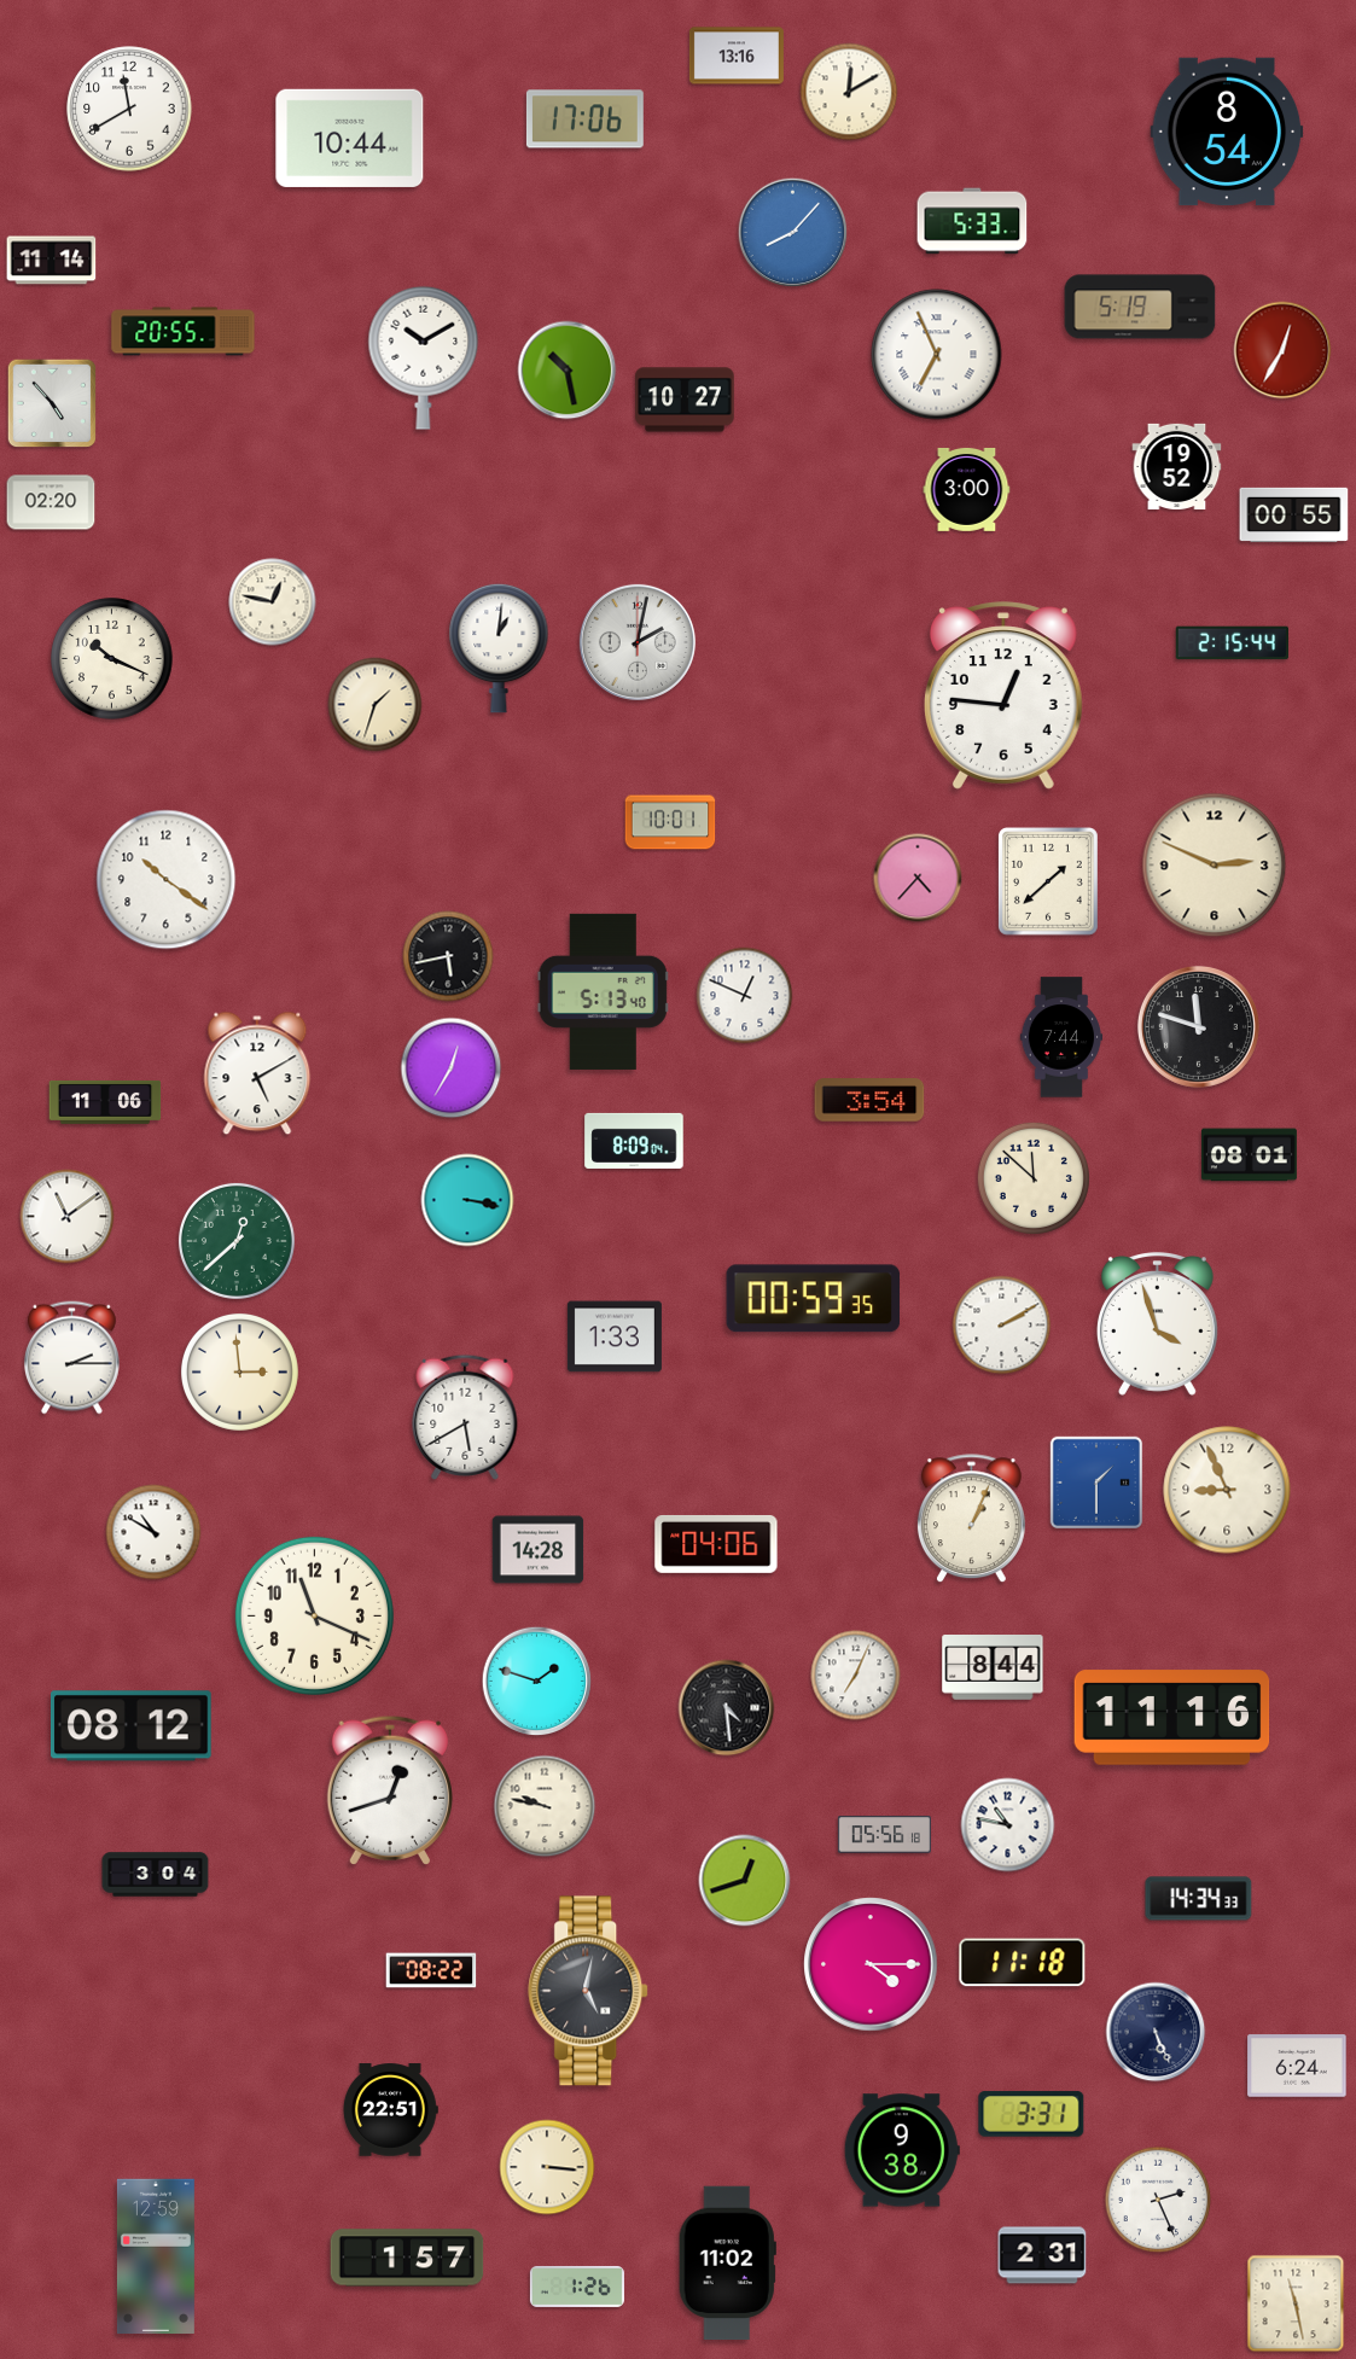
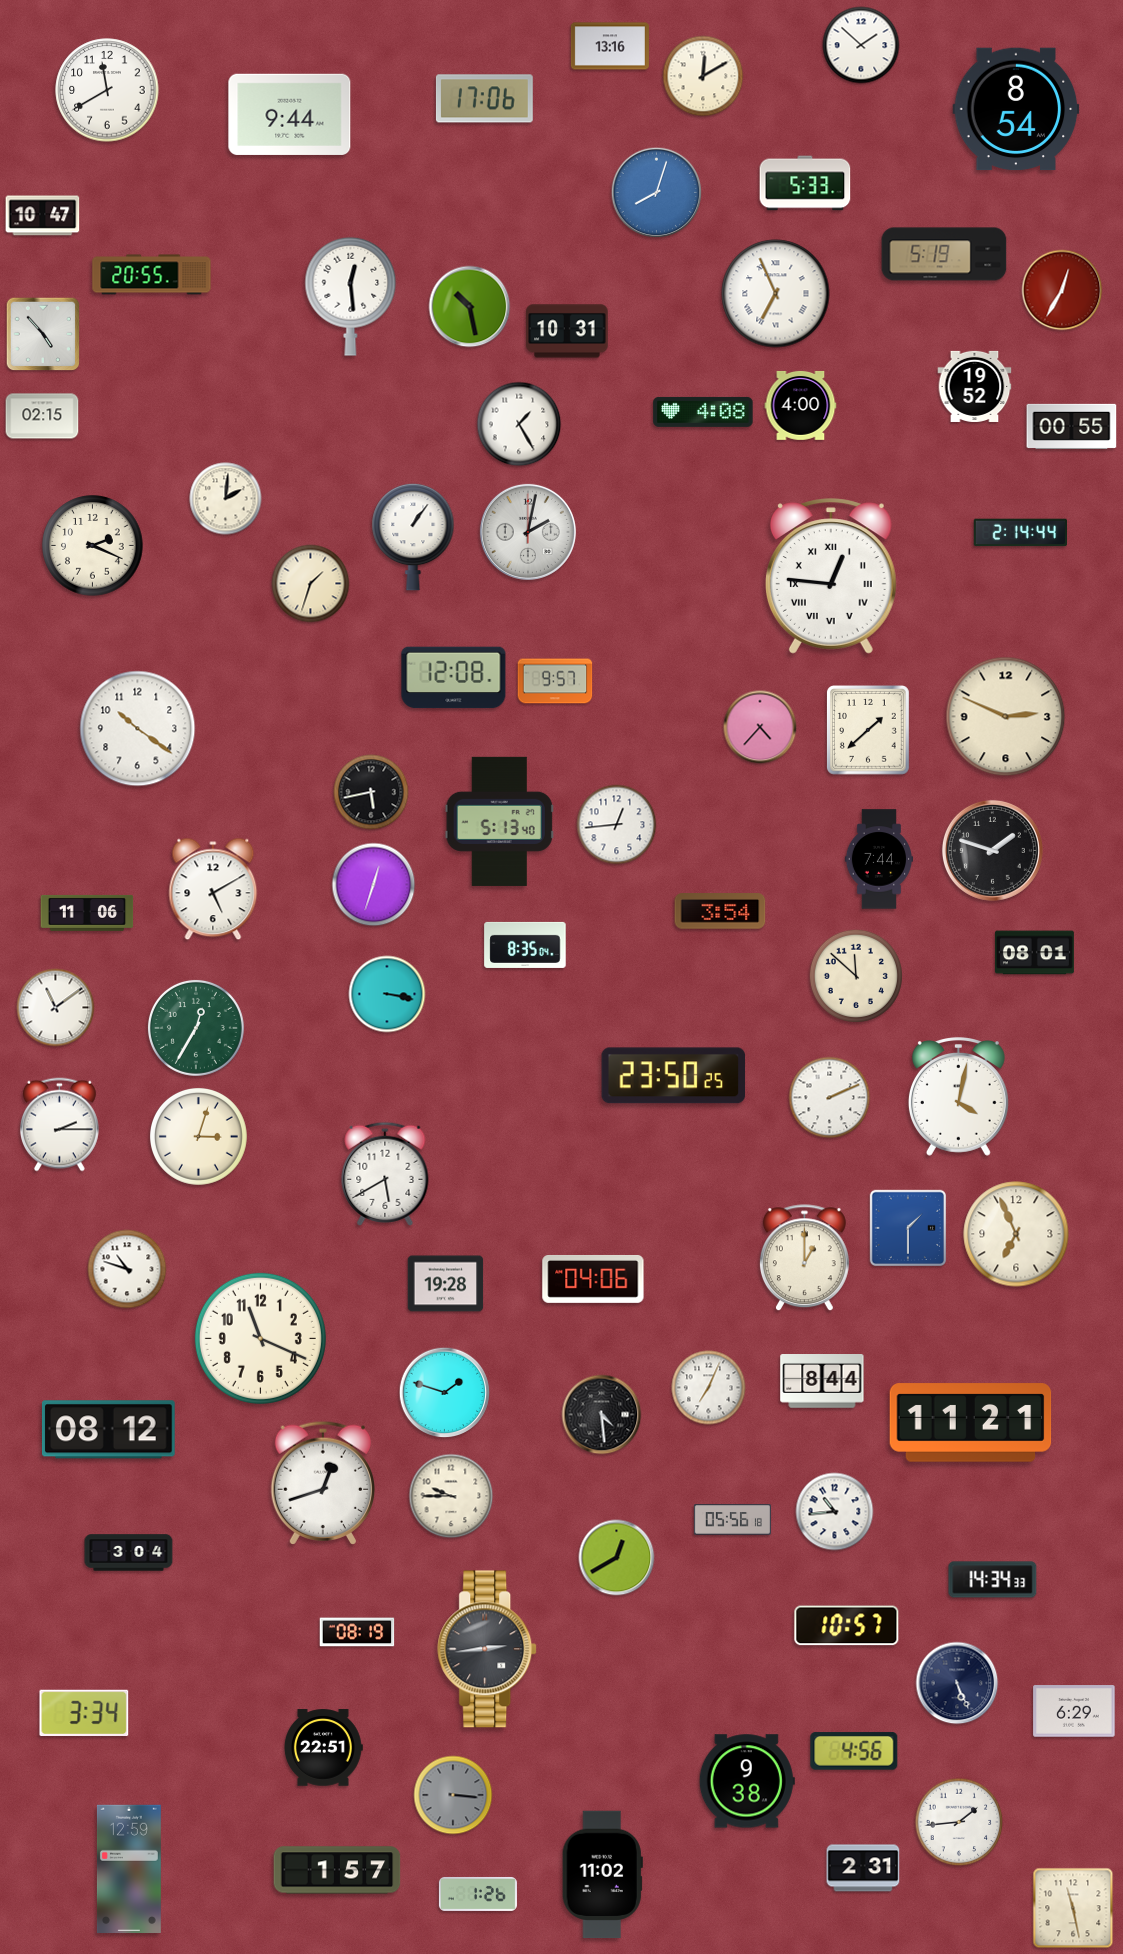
clock at (861, 45): none -> 1:52
clock at (350, 138): 10:44 -> 9:44
clock at (793, 233): 8:07 -> 8:03
clock at (52, 261): 11:14 -> 10:47
clock at (424, 357): 10:10 -> 12:29
clock at (685, 400): 10:27 -> 10:31
clock at (967, 489): 3:00 -> 4:00
clock at (703, 412): none -> 4:08
clock at (51, 502): 02:20 -> 02:15
clock at (519, 424): none -> 1:25
clock at (273, 602): 12:47 -> 2:01
clock at (1232, 643): 2:15 -> 2:14
clock at (499, 648): 1:01 -> 1:06
clock at (112, 659): 10:19 -> 2:19
clock at (1003, 695) numerals: Arabic -> Roman
clock at (454, 678): none -> 12:08
clock at (670, 822): 10:01 -> 9:57
clock at (745, 996): 12:49 -> 12:44
clock at (1198, 1026): 11:48 -> 1:48
clock at (452, 1068): 12:35 -> 12:33
clock at (634, 1141): 8:09 -> 8:35
clock at (1249, 1155) position: (1249, 1155) -> (1034, 953)
clock at (237, 1241): 12:38 -> 12:35
clock at (814, 1299): 00:59 -> 23:50
clock at (1157, 1324): 3:57 -> 4:02
clock at (1002, 1326): 2:10 -> 2:11
clock at (615, 1336): 1:33 -> none
clock at (239, 1371): 2:59 -> 3:03
clock at (1227, 1490): 8:56 -> 6:56
clock at (971, 1519): 1:04 -> 1:00
clock at (153, 1532): 10:50 -> 10:48
clock at (539, 1550): 14:28 -> 19:28
clock at (1172, 1718): 11:16 -> 11:21
clock at (545, 1806): 9:47 -> 9:45
clock at (1008, 1825): 10:47 -> 10:44
clock at (745, 1881): 12:42 -> 12:40
clock at (1199, 1899) position: (1199, 1899) -> (993, 1580)
clock at (1023, 1963): 11:18 -> 10:57
clock at (871, 1964): 4:15 -> none
clock at (431, 1970): 08:22 -> 08:19
clock at (589, 1991): 5:02 -> 2:44
clock at (1297, 2066): 6:24 -> 6:29
clock at (84, 1712): none -> 3:34
clock at (1031, 2114): 3:31 -> 4:56
clock at (547, 2167) dial: cream -> grey
clock at (1158, 2200): 2:26 -> 1:44
